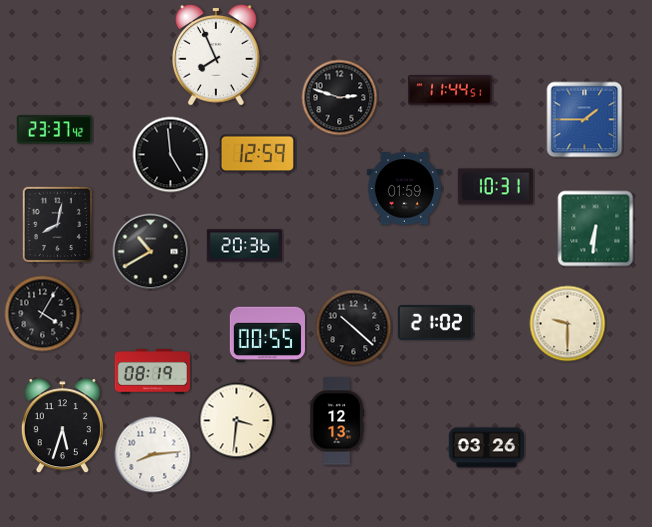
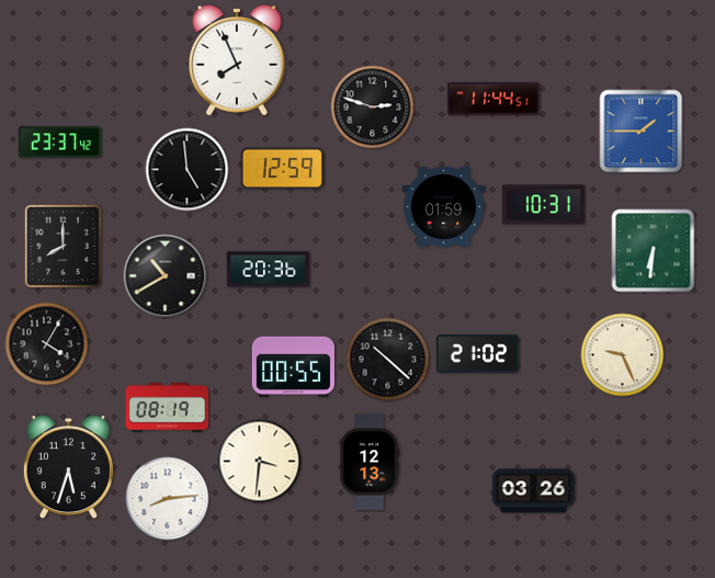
clock at (57, 224): 8:02 -> 8:00
clock at (568, 324): 9:30 -> 9:26
